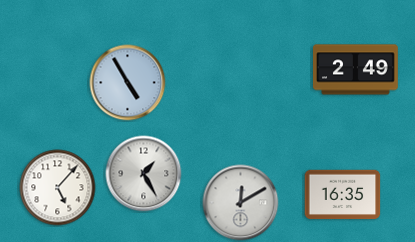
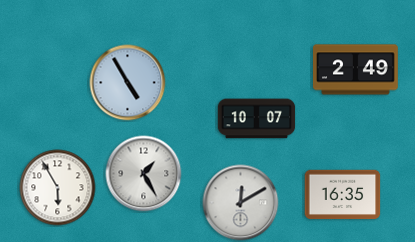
clock at (257, 119): none -> 10:07
clock at (58, 188): 5:07 -> 5:55
